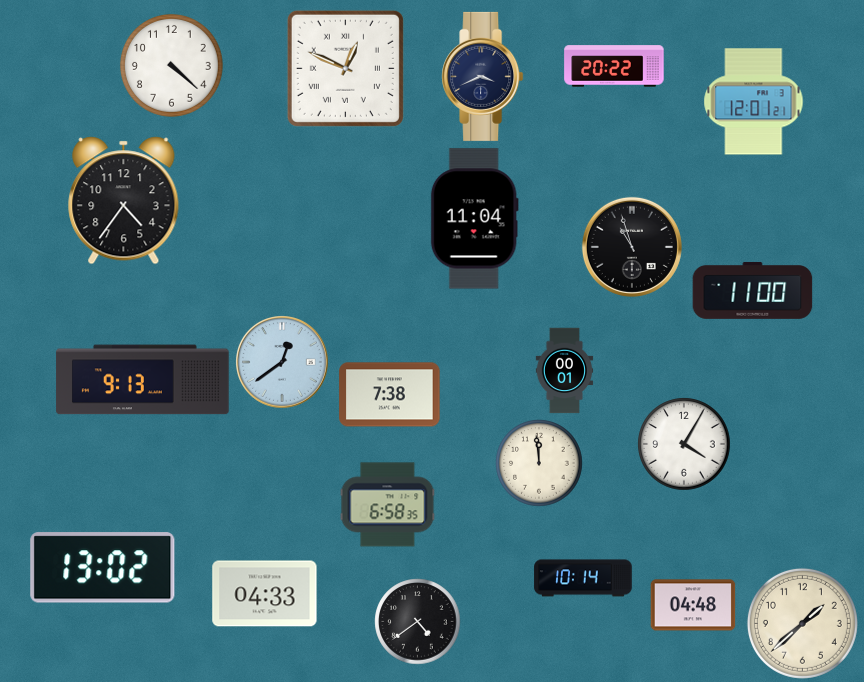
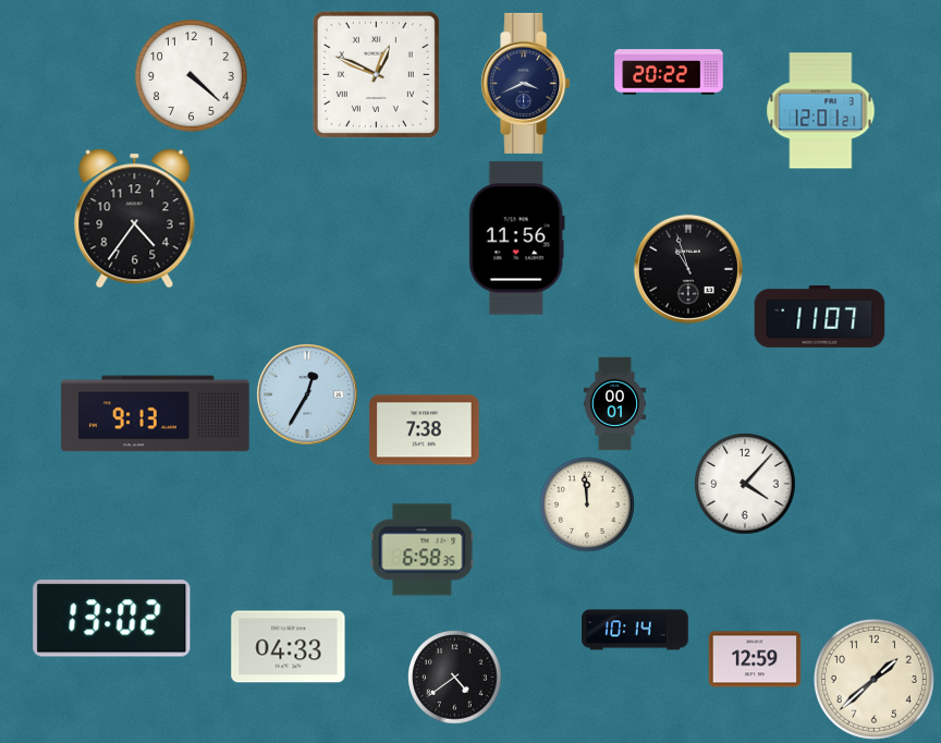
clock at (171, 65) position: (171, 65) -> (191, 75)
clock at (474, 219): 11:04 -> 11:56
clock at (753, 290): 11:00 -> 11:07
clock at (283, 363): 12:39 -> 12:35
clock at (684, 444): 4:05 -> 4:07
clock at (693, 605): 04:48 -> 12:59
